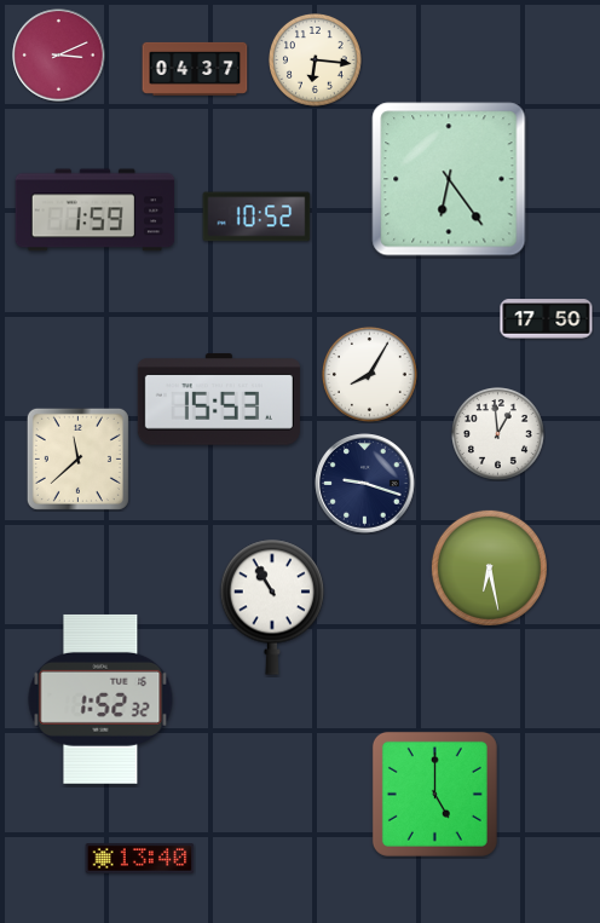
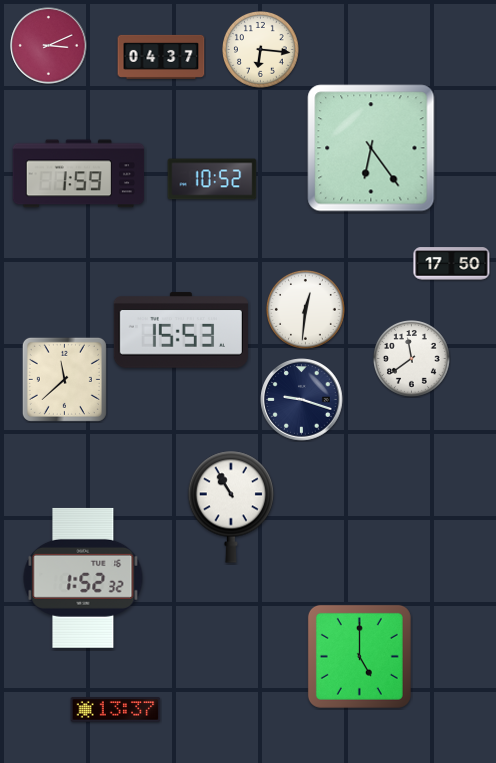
clock at (369, 374): 8:05 -> 12:31
clock at (498, 434): 12:59 -> 11:39
clock at (489, 567): 6:28 -> none
clock at (272, 607) position: (272, 607) -> (231, 507)
clock at (140, 859): 13:40 -> 13:37
